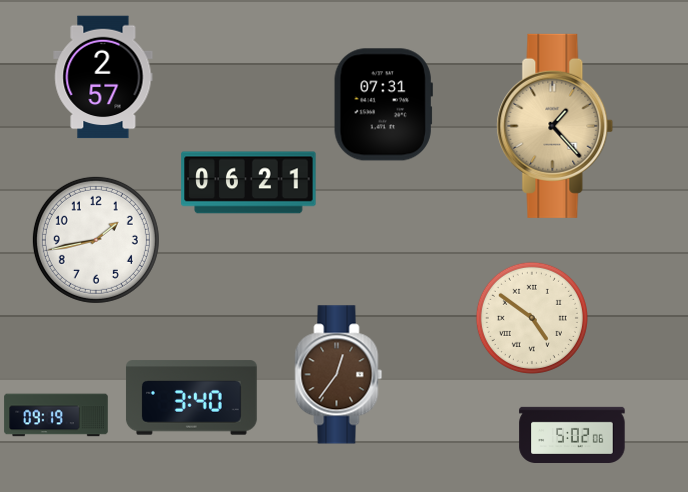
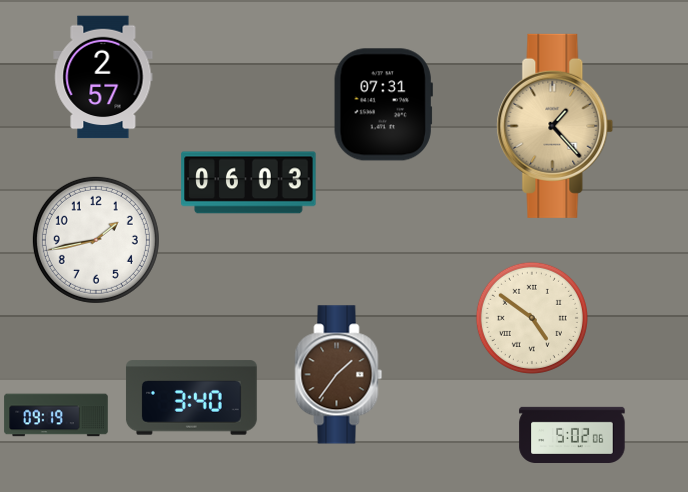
clock at (249, 183): 06:21 -> 06:03
clock at (339, 375): 12:36 -> 1:36
